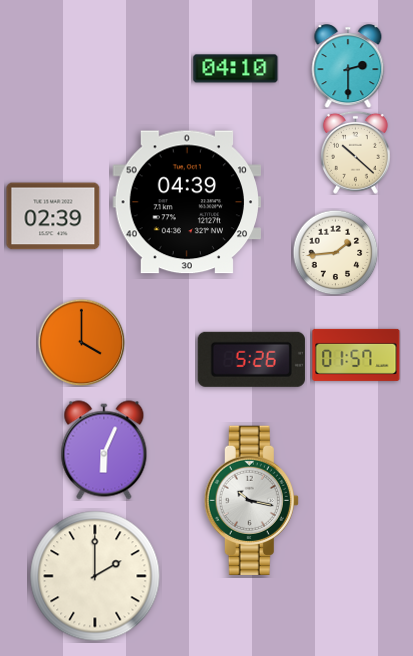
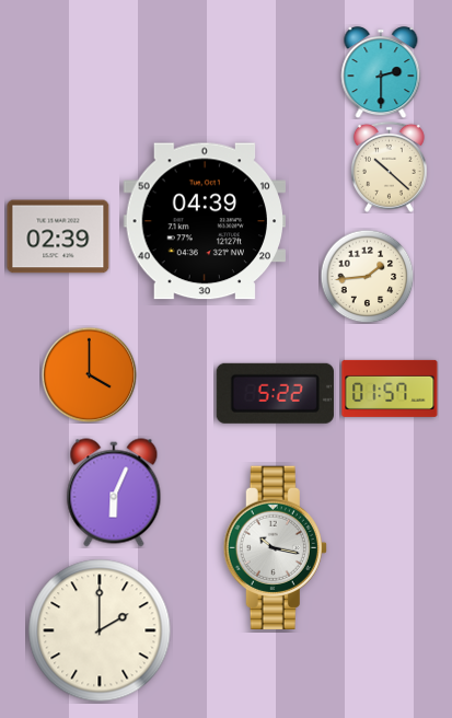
clock at (236, 69): 04:10 -> none
clock at (251, 359): 5:26 -> 5:22
clock at (95, 576) position: (95, 576) -> (100, 630)
